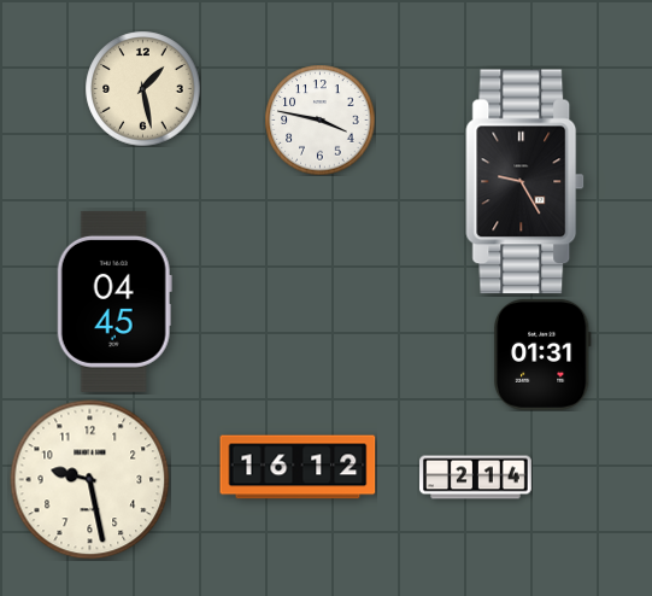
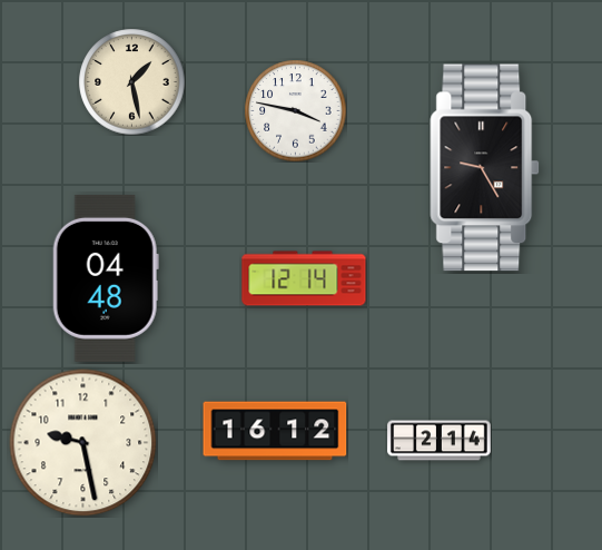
clock at (114, 302): 04:45 -> 04:48
clock at (304, 278): none -> 12:14
clock at (544, 355): 01:31 -> none
